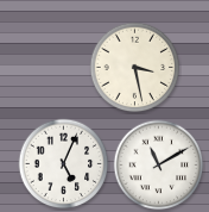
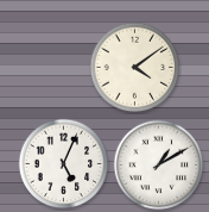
clock at (135, 68): 3:28 -> 4:09
clock at (159, 166): 11:10 -> 1:10
